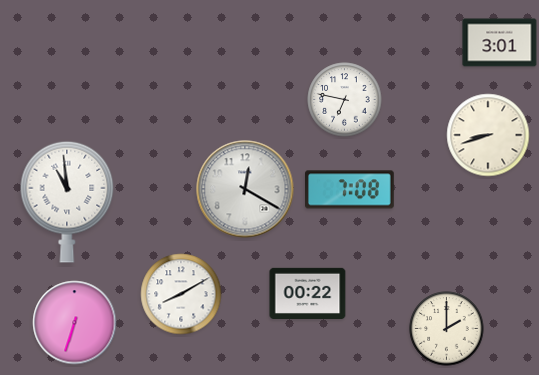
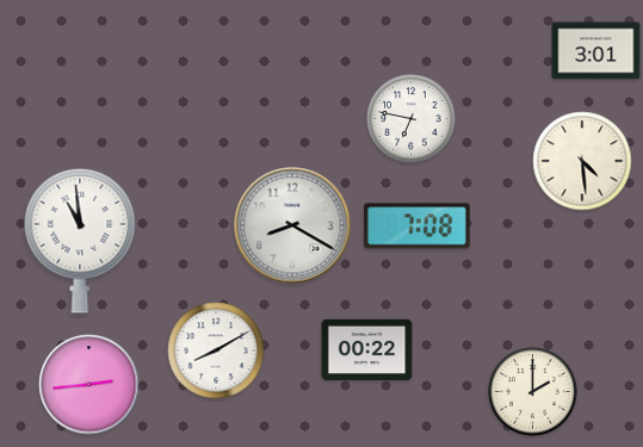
clock at (488, 135): 8:42 -> 4:29
clock at (245, 189): 12:20 -> 8:20
clock at (75, 323): 6:33 -> 2:44
